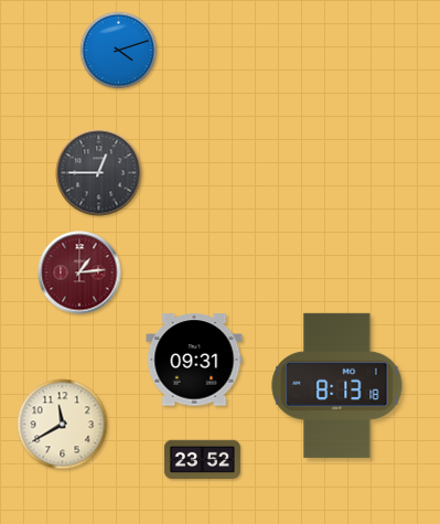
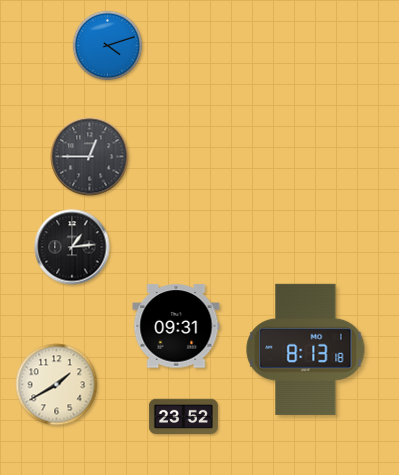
clock at (79, 272) dial: burgundy -> black
clock at (63, 425): 11:40 -> 1:40
